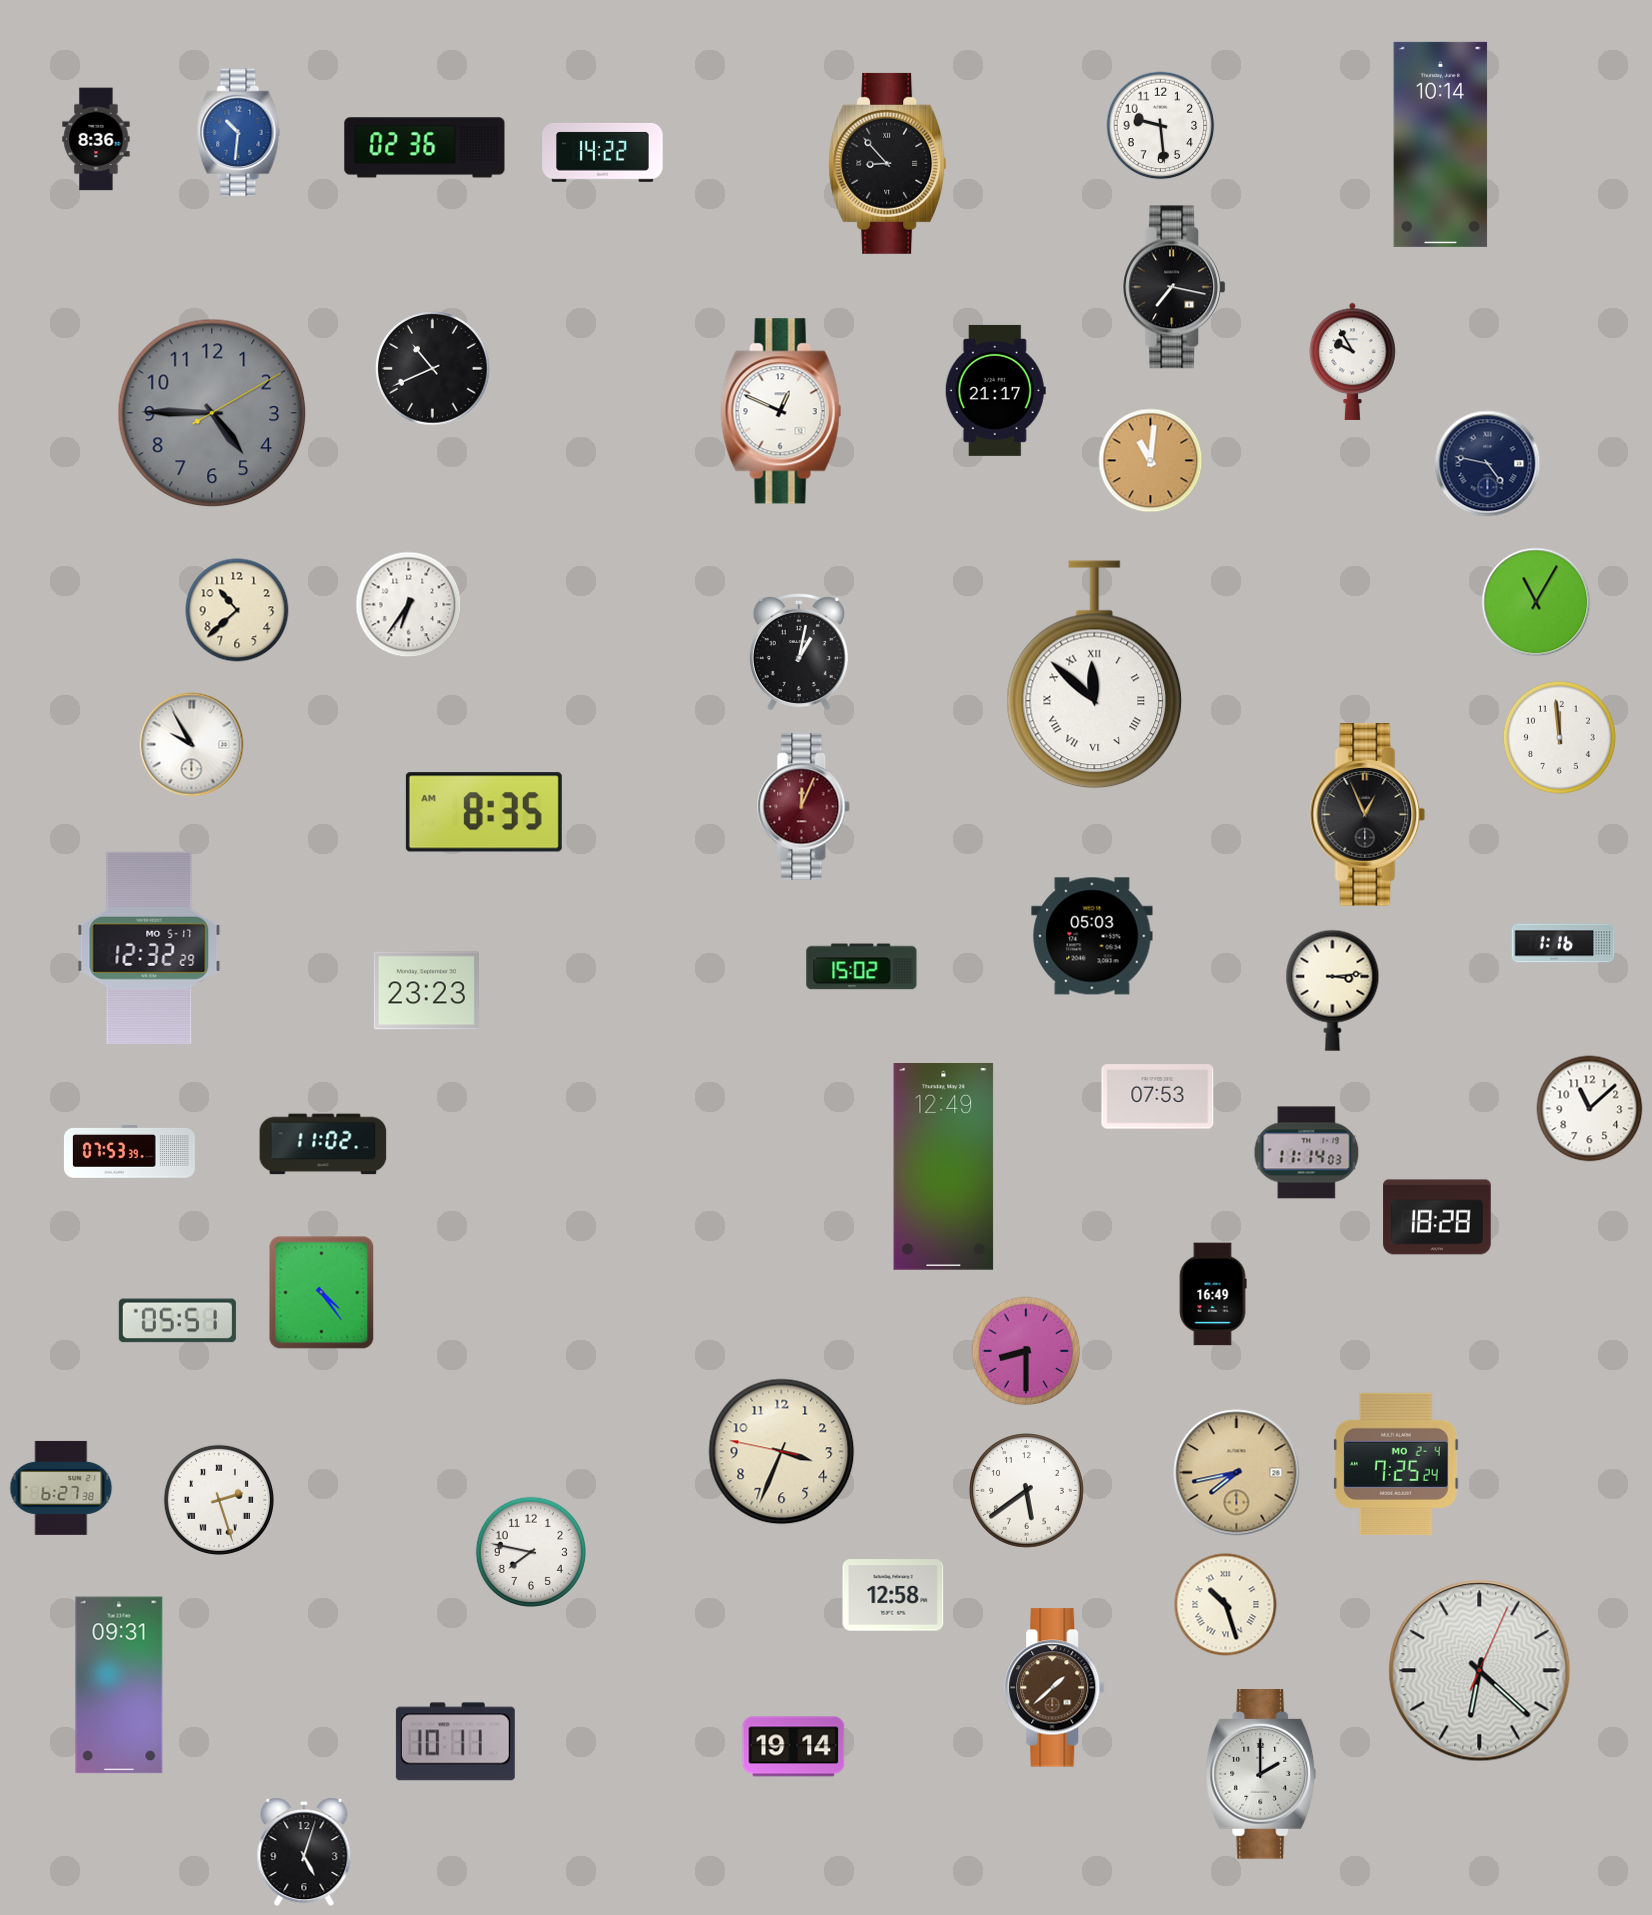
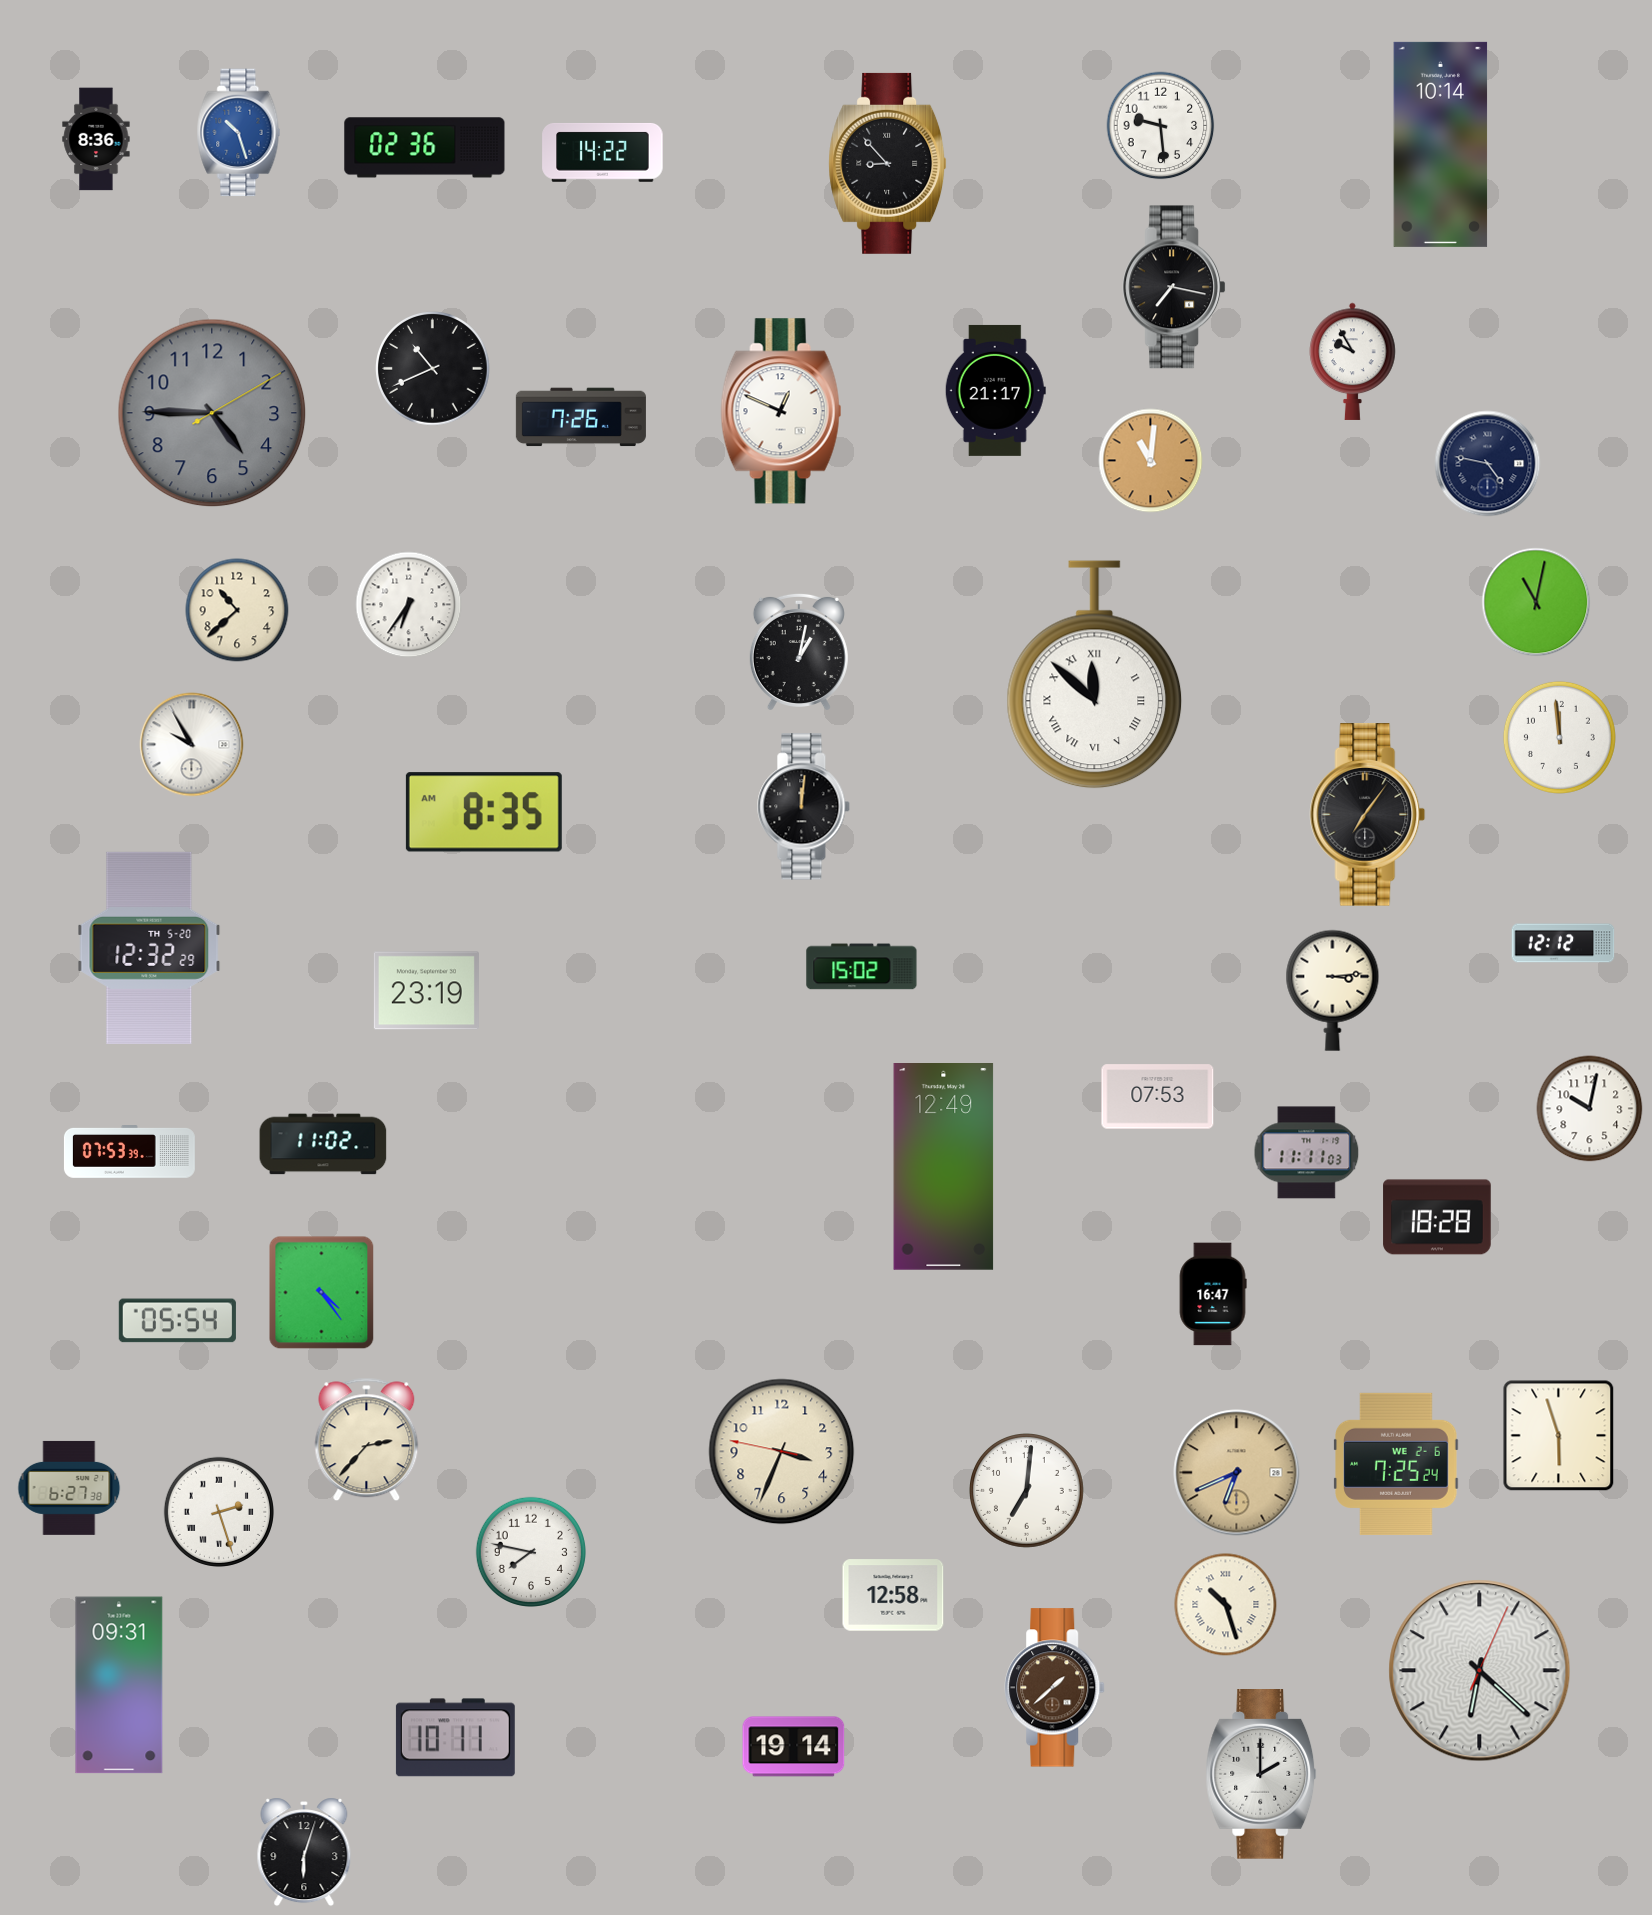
clock at (239, 133): 10:31 -> 10:27
clock at (581, 417): none -> 7:26
clock at (1536, 602): 11:05 -> 11:02
clock at (804, 807): 12:04 -> 12:01
clock at (804, 807) dial: burgundy -> black
clock at (1368, 815): 12:56 -> 7:06
clock at (1092, 936): 05:03 -> none
clock at (1563, 943): 1:16 -> 12:12
clock at (149, 948) date: MO 5-17 -> TH 5-20
clock at (426, 991): 23:23 -> 23:19
clock at (1590, 1109): 11:08 -> 10:02
clock at (1307, 1153): 11:14 -> 11:11
clock at (1213, 1294): 16:49 -> 16:47
clock at (177, 1321): 05:51 -> 05:54
clock at (1026, 1351): 8:30 -> none
clock at (1559, 1436): none -> 5:57
clock at (367, 1440): none -> 2:37
clock at (1396, 1464) date: MO 2-4 -> WE 2-6
clock at (1237, 1473): 7:43 -> 6:41
clock at (61, 1488) position: (61, 1488) -> (69, 1488)
clock at (1027, 1491): 5:39 -> 7:01
clock at (219, 1500) position: (219, 1500) -> (219, 1512)
clock at (455, 1742) position: (455, 1742) -> (455, 1738)
clock at (304, 1852): 5:03 -> 6:03
